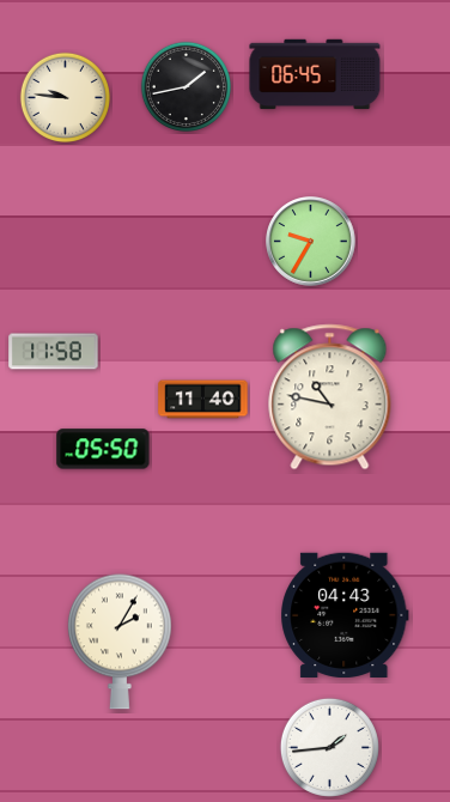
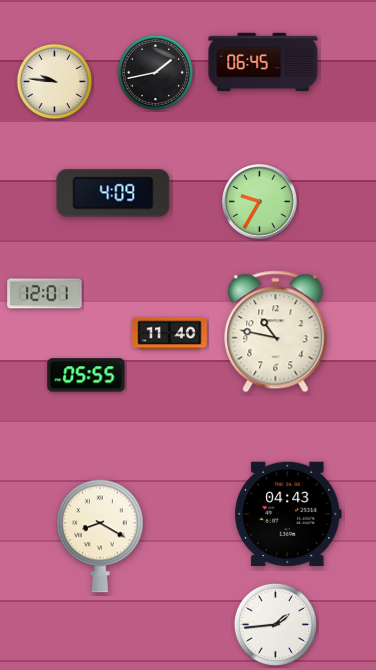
clock at (113, 193): none -> 4:09
clock at (54, 352): 11:58 -> 12:01
clock at (103, 449): 05:50 -> 05:55
clock at (121, 642): 2:05 -> 8:20
